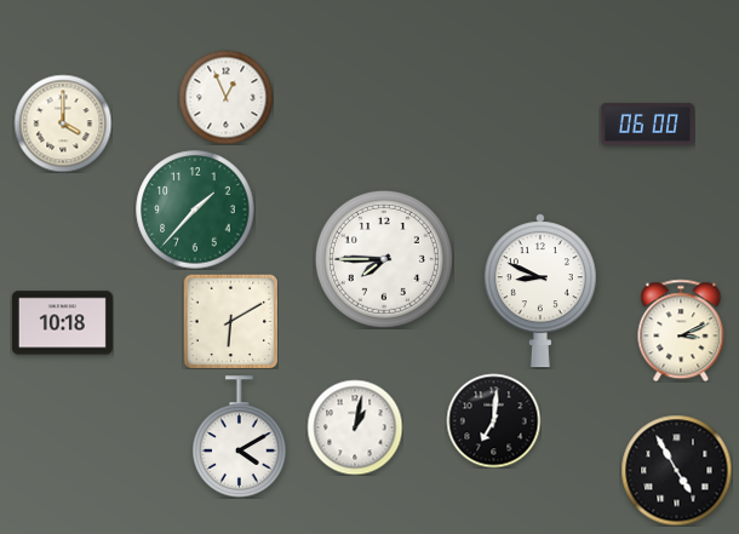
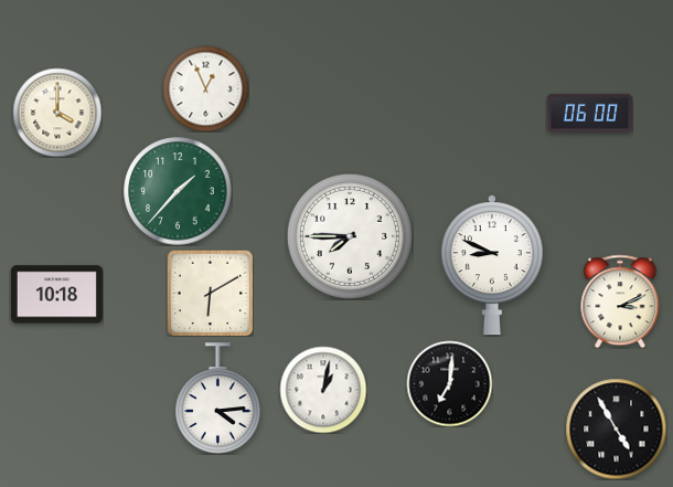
clock at (240, 437): 4:10 -> 4:14
